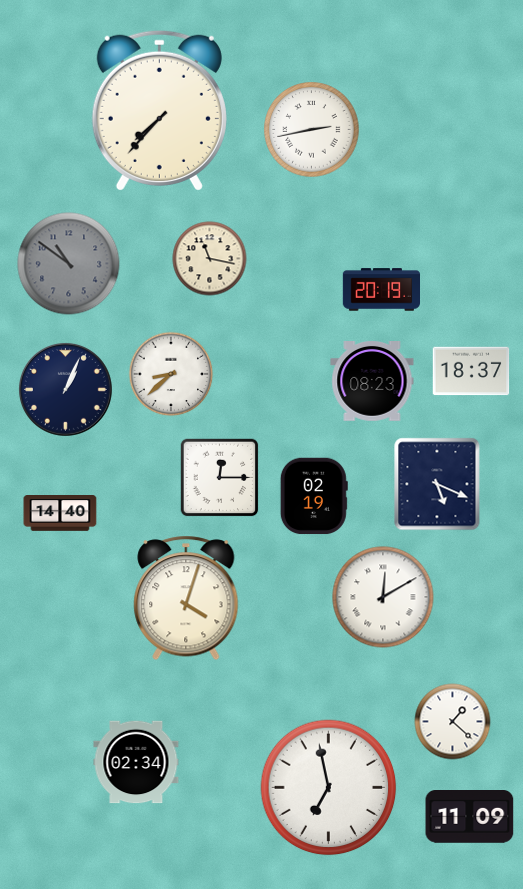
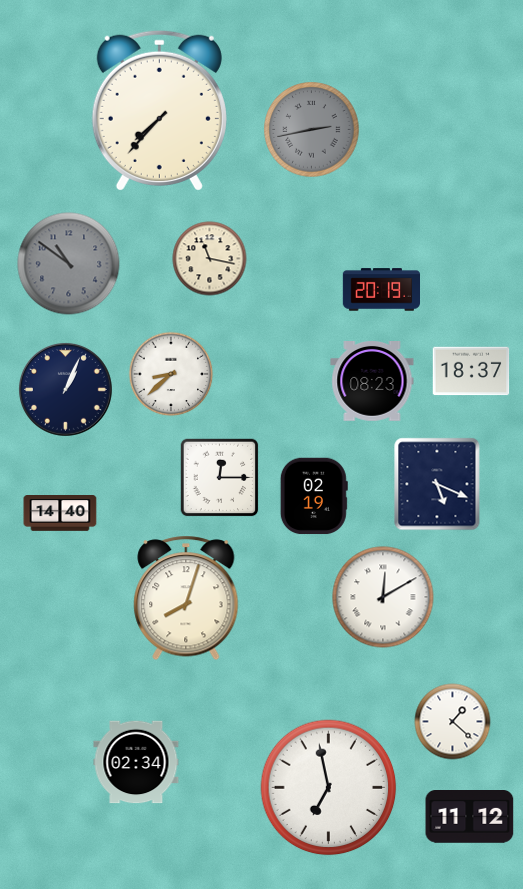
clock at (312, 130) dial: white -> grey
clock at (186, 598): 4:03 -> 8:03
clock at (470, 817): 11:09 -> 11:12
